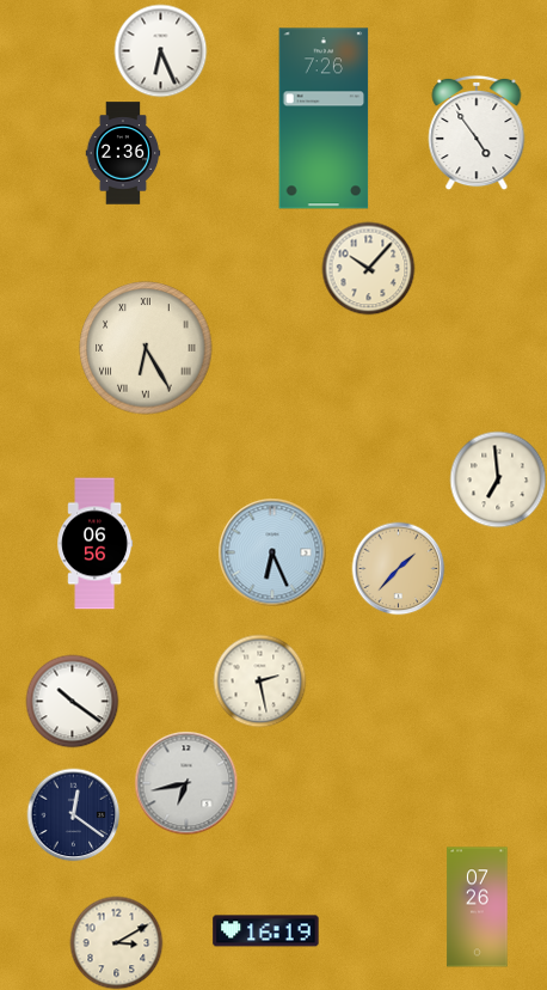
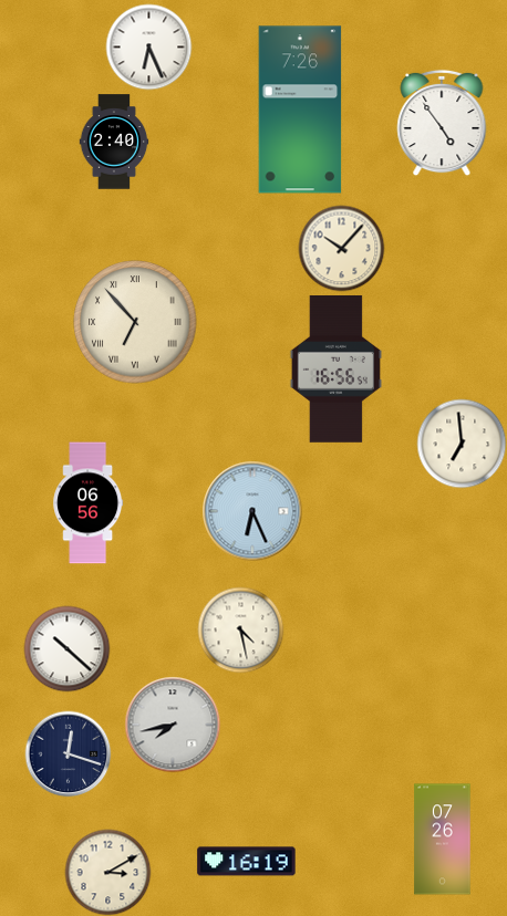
clock at (123, 153): 2:36 -> 2:40
clock at (146, 348): 6:25 -> 6:53
clock at (335, 369): none -> 16:56
clock at (398, 568): 1:37 -> none
clock at (259, 680): 2:28 -> 4:28
clock at (72, 701): 10:21 -> 10:22
clock at (186, 783): 6:43 -> 7:43
clock at (73, 814): 12:21 -> 12:18
